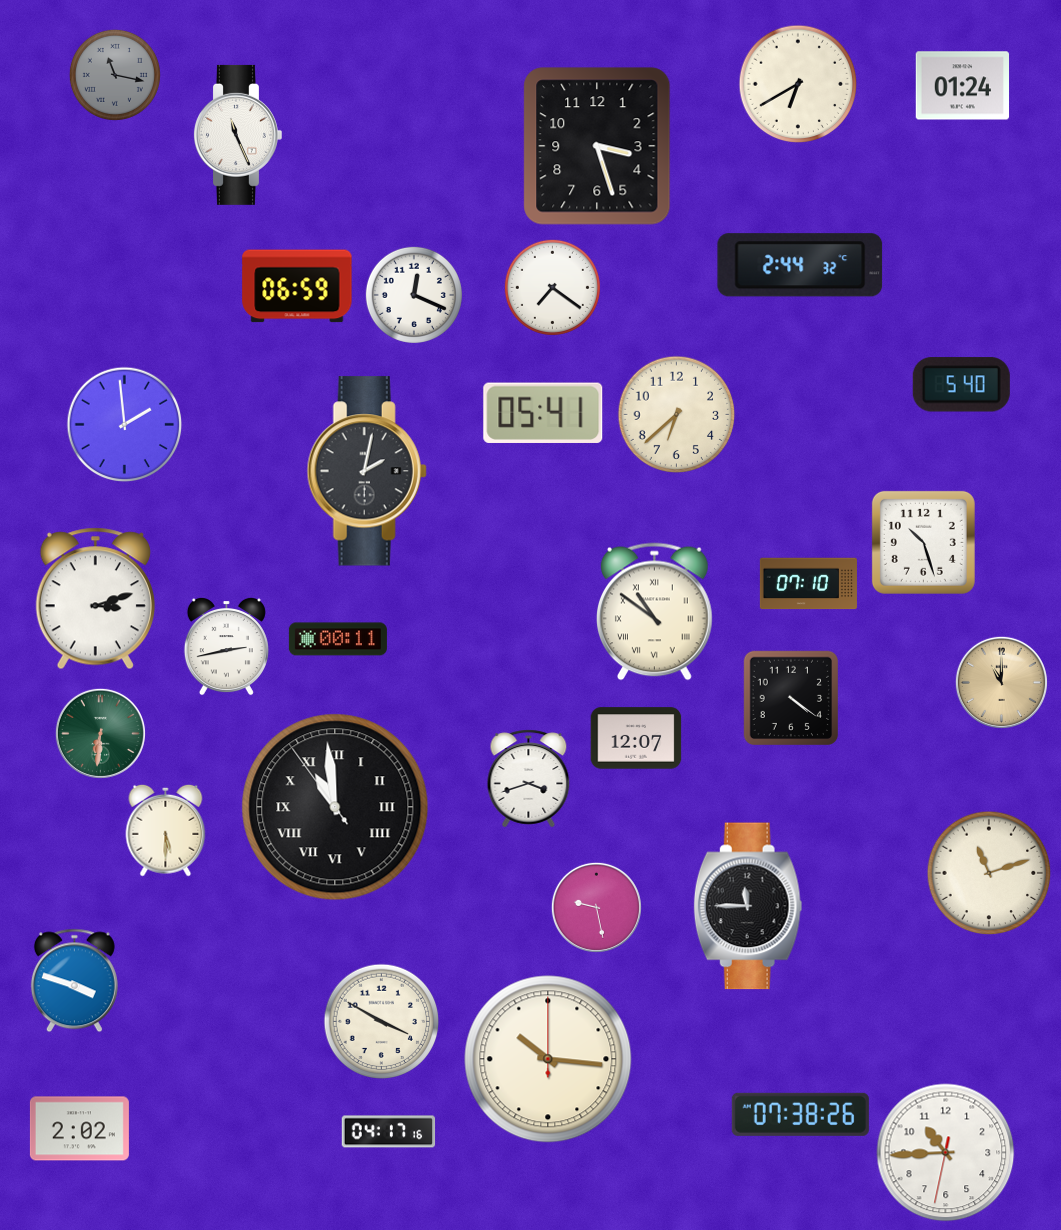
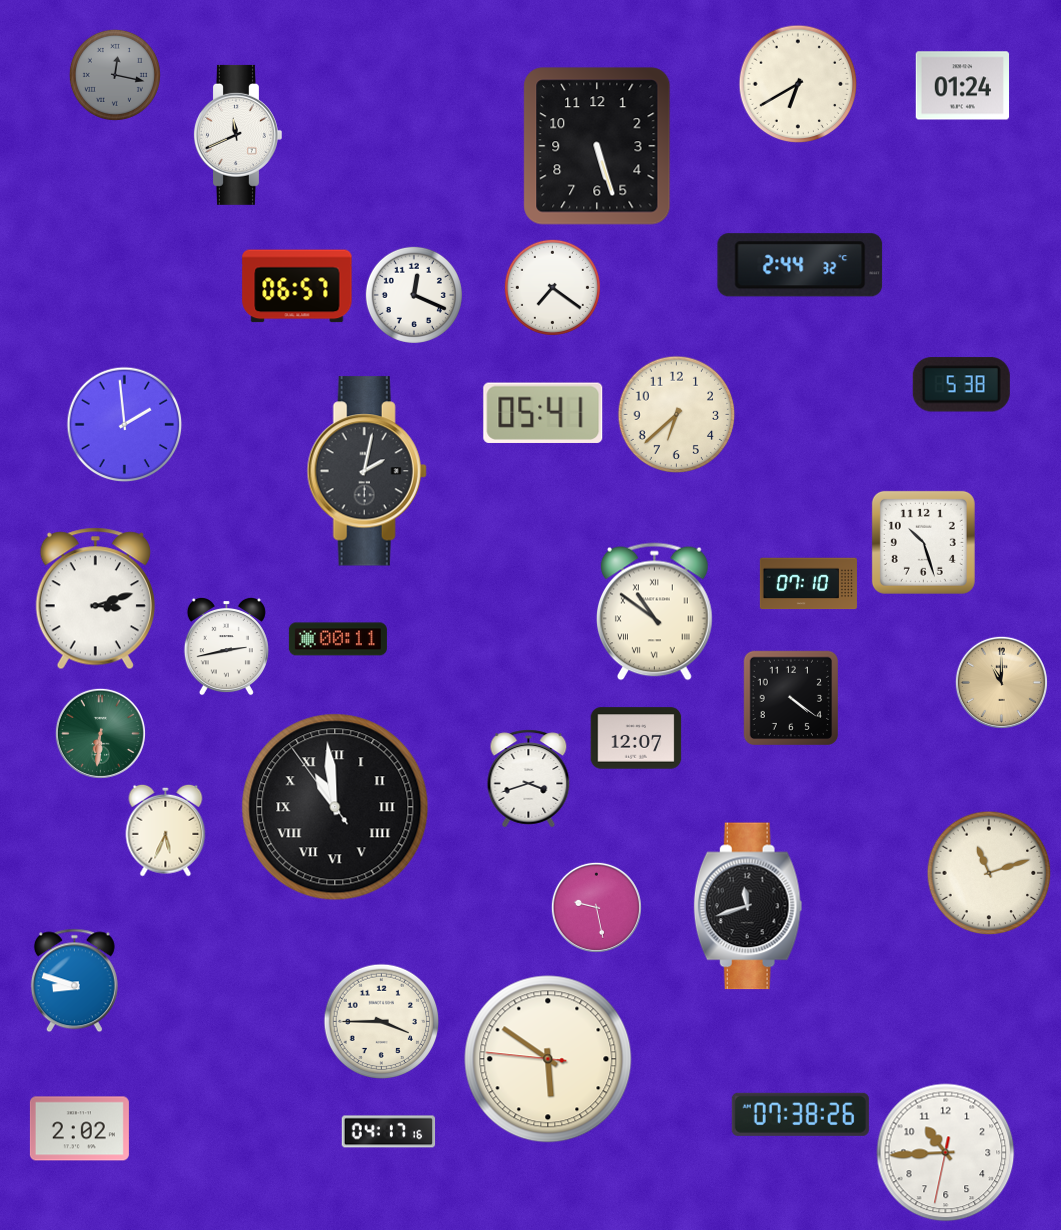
clock at (115, 75): 11:17 -> 12:17
clock at (237, 135): 11:26 -> 11:41
clock at (597, 146): 3:27 -> 5:27
clock at (297, 286): 06:59 -> 06:57
clock at (961, 385): 5:40 -> 5:38
clock at (166, 830): 5:30 -> 5:34
clock at (748, 906): 11:45 -> 11:42
clock at (74, 981): 3:48 -> 8:48
clock at (382, 1022): 3:50 -> 3:45
clock at (548, 1059): 10:16 -> 5:50
